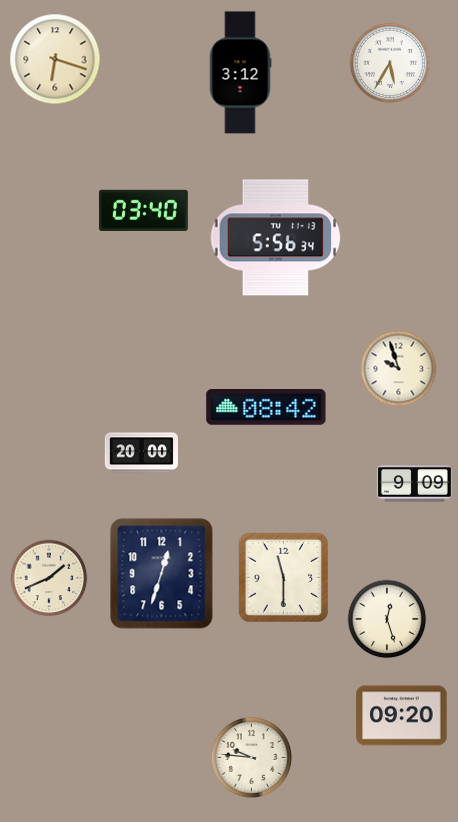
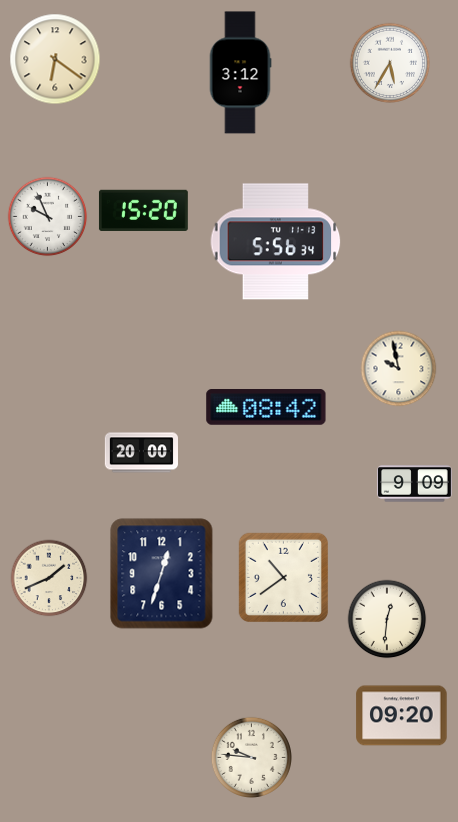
clock at (55, 59): 6:18 -> 6:21
clock at (143, 210): 03:40 -> 15:20
clock at (48, 217): none -> 9:56
clock at (276, 238) position: (276, 238) -> (276, 242)
clock at (399, 369): 9:57 -> 9:58
clock at (283, 577): 11:30 -> 10:39
clock at (387, 619): 12:27 -> 12:31
